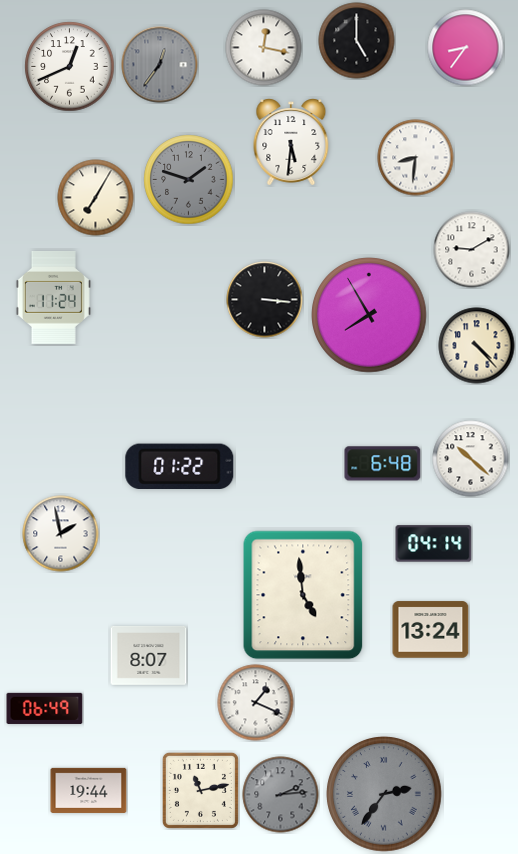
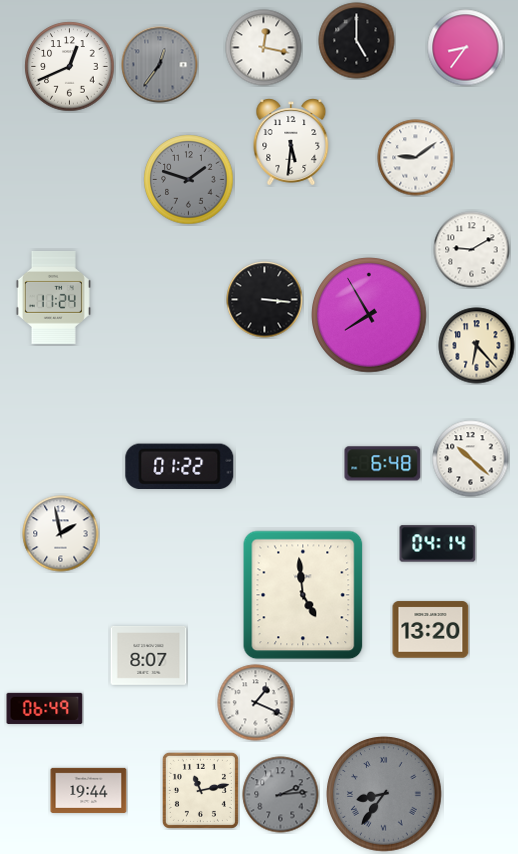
clock at (416, 158): 8:31 -> 9:09
clock at (96, 198): 7:05 -> none
clock at (477, 346): 4:23 -> 6:23
clock at (434, 544) position: (434, 544) -> (438, 544)
clock at (431, 630): 13:24 -> 13:20
clock at (384, 794): 2:36 -> 8:36
